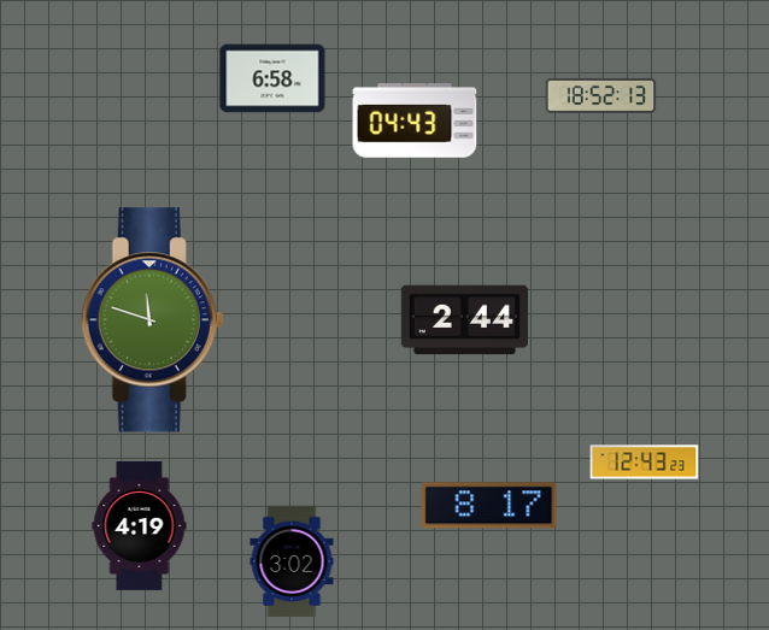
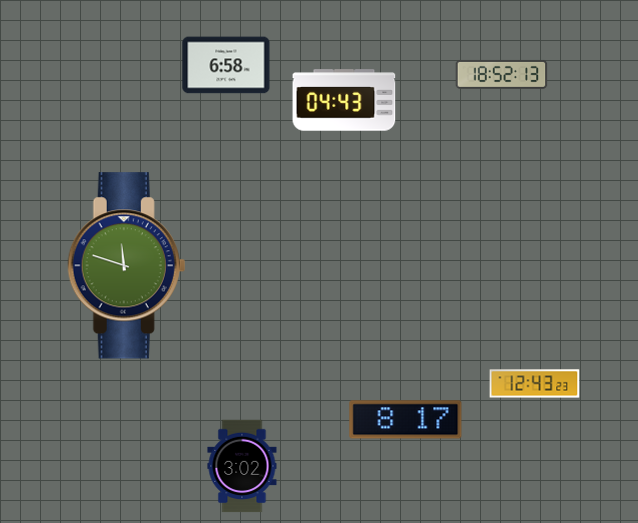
clock at (601, 95) position: (601, 95) -> (502, 74)
clock at (464, 320): 2:44 -> none
clock at (140, 525): 4:19 -> none
